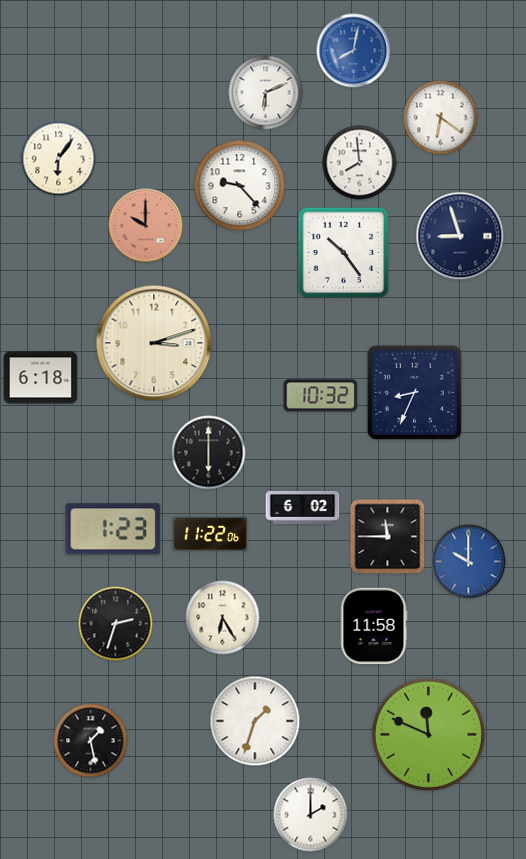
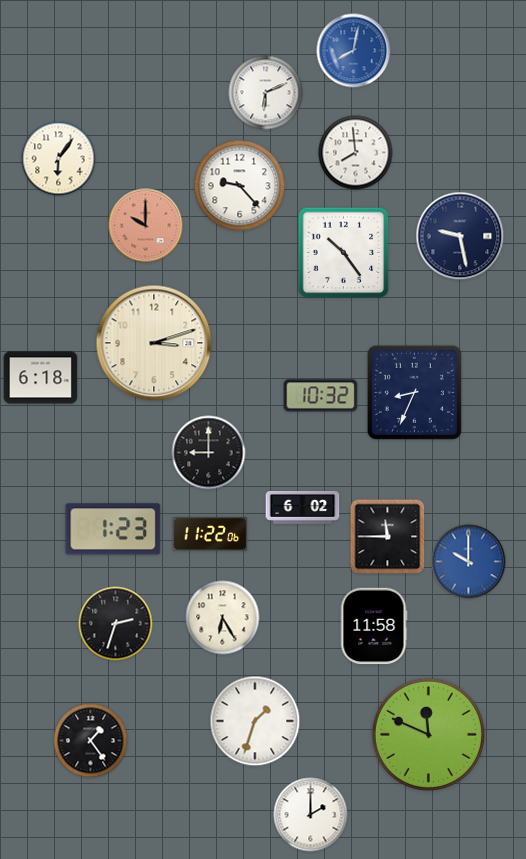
clock at (441, 118): 6:21 -> none
clock at (360, 163) position: (360, 163) -> (356, 153)
clock at (460, 236): 8:57 -> 9:28
clock at (209, 453): 6:00 -> 9:00
clock at (91, 741): 1:28 -> 1:24
